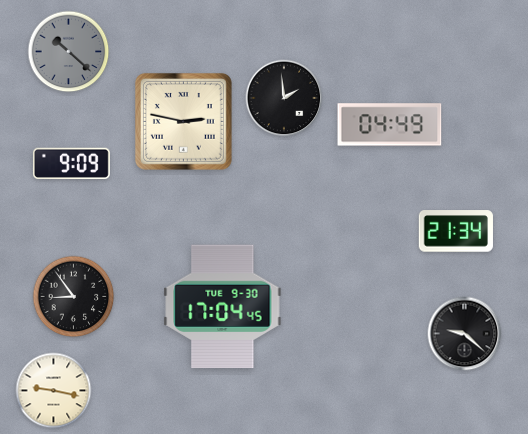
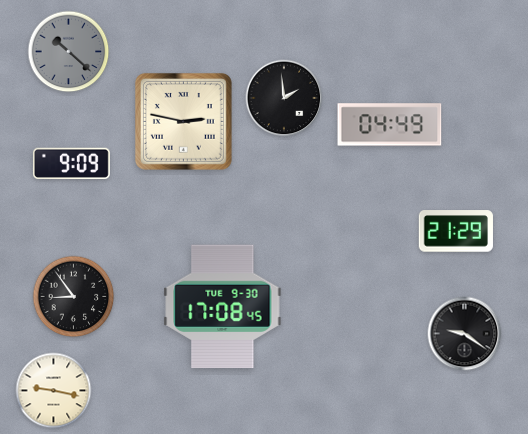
clock at (456, 231): 21:34 -> 21:29
clock at (223, 307): 17:04 -> 17:08
clock at (465, 334): 9:22 -> 9:21
